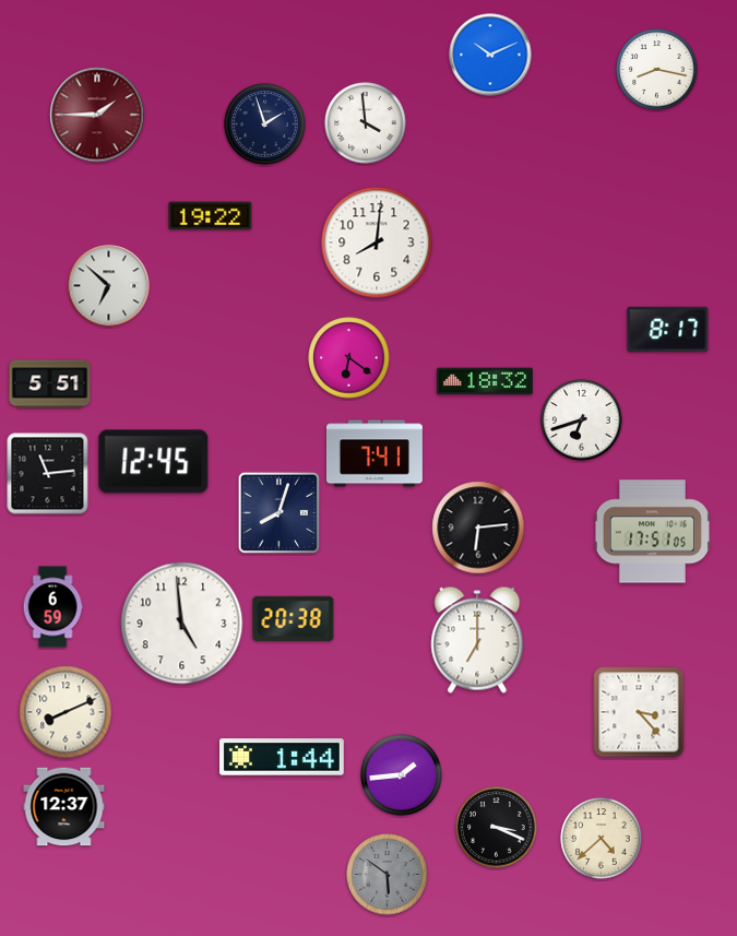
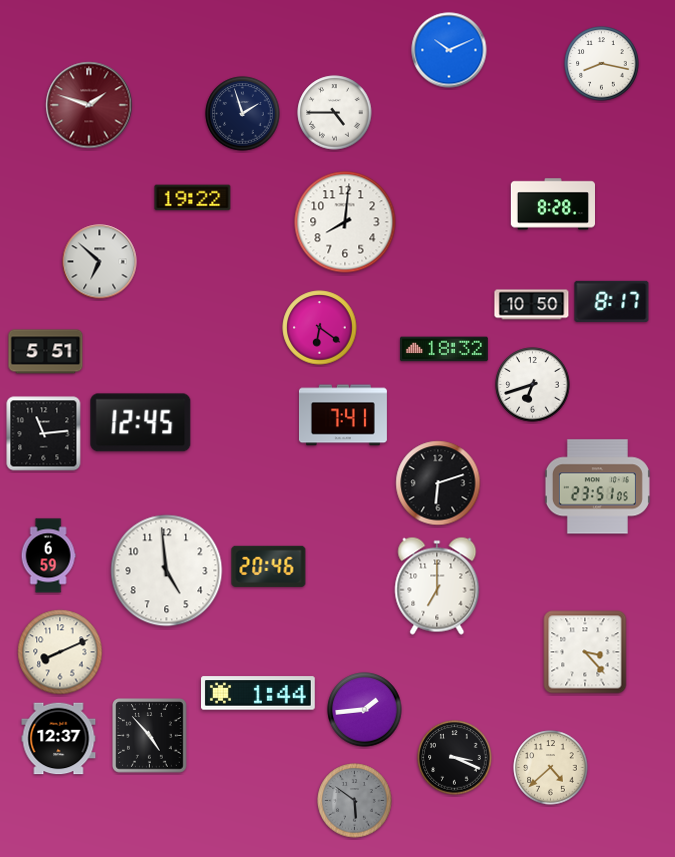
clock at (97, 115): 1:45 -> 1:48
clock at (366, 123): 3:59 -> 4:45
clock at (552, 204): none -> 8:28
clock at (532, 305): none -> 10:50
clock at (280, 513): 8:03 -> none
clock at (478, 528): 6:14 -> 6:12
clock at (652, 532): 17:51 -> 23:51
clock at (294, 618): 20:38 -> 20:46
clock at (402, 775) position: (402, 775) -> (365, 710)
clock at (150, 736): none -> 4:53
